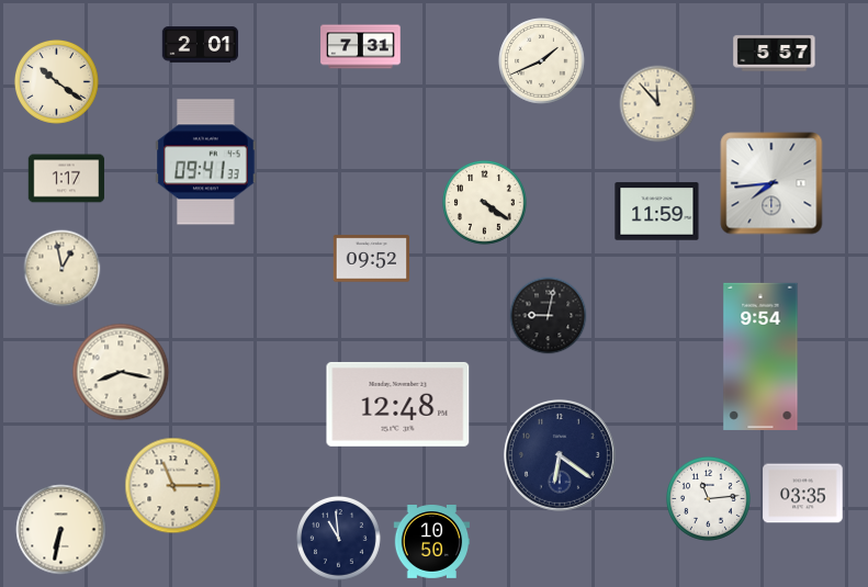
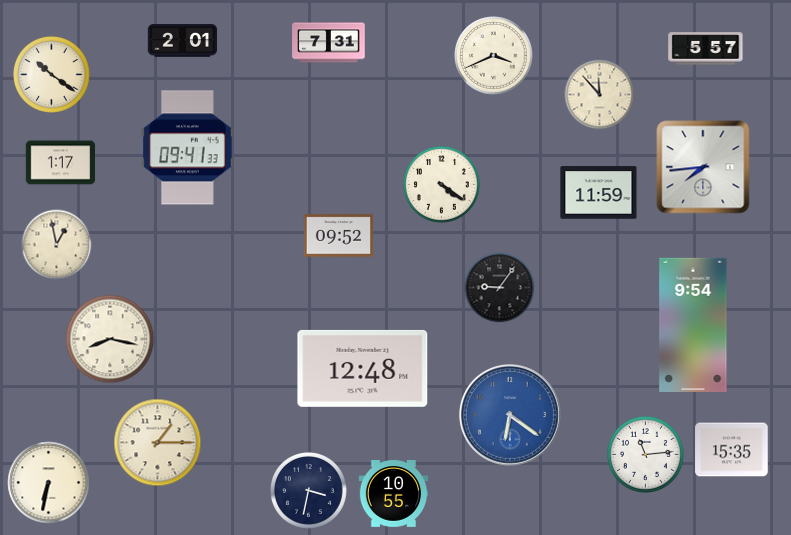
clock at (542, 61): 1:41 -> 3:41
clock at (549, 316): 9:02 -> 9:06
clock at (560, 455) dial: navy -> blue
clock at (173, 486): 11:15 -> 1:15
clock at (803, 494): 03:35 -> 15:35
clock at (61, 530) position: (61, 530) -> (49, 483)
clock at (338, 538): 10:59 -> 3:32
clock at (432, 542): 10:50 -> 10:55
